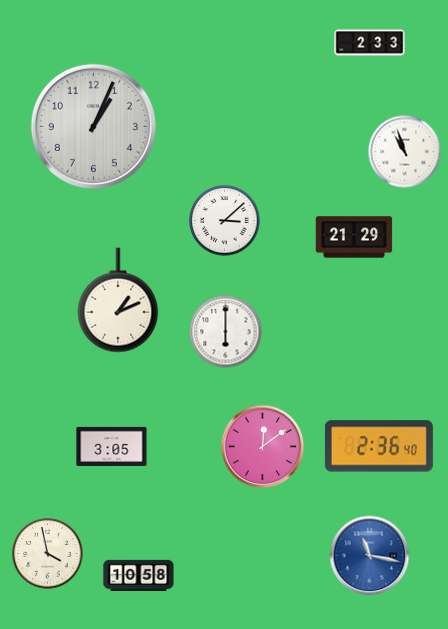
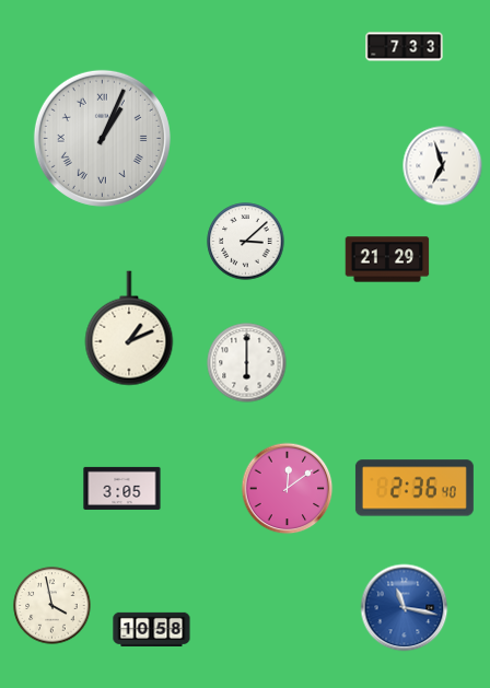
clock at (370, 43): 2:33 -> 7:33
clock at (93, 126) numerals: Arabic -> Roman
clock at (405, 152): 10:57 -> 6:57
